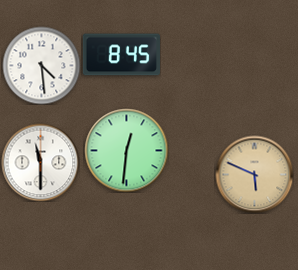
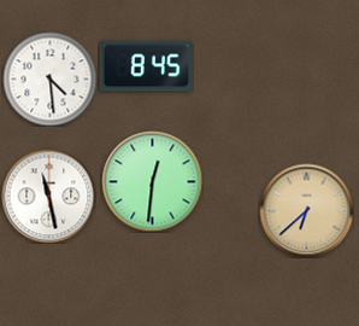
clock at (40, 162): 11:30 -> 11:28
clock at (254, 174): 5:49 -> 6:38
